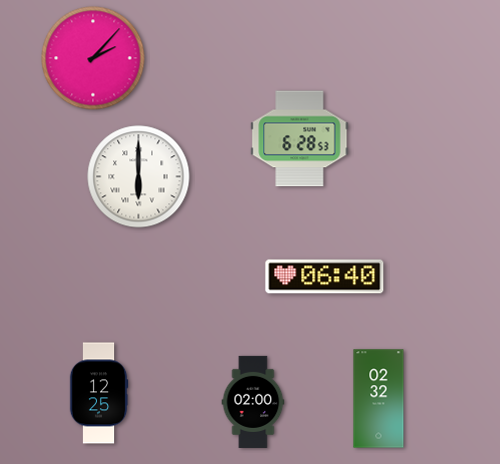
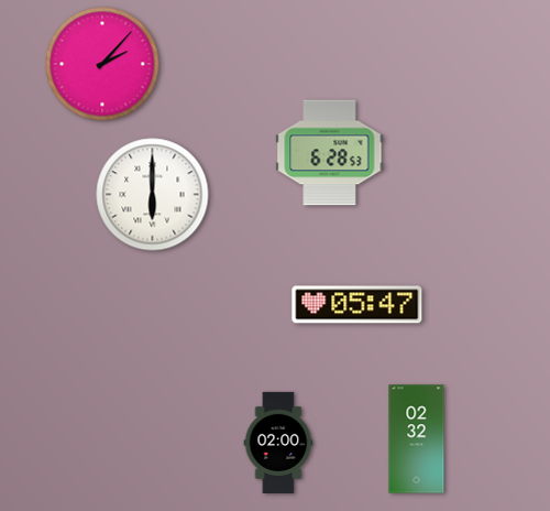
clock at (325, 277): 06:40 -> 05:47
clock at (99, 393): 12:25 -> none
